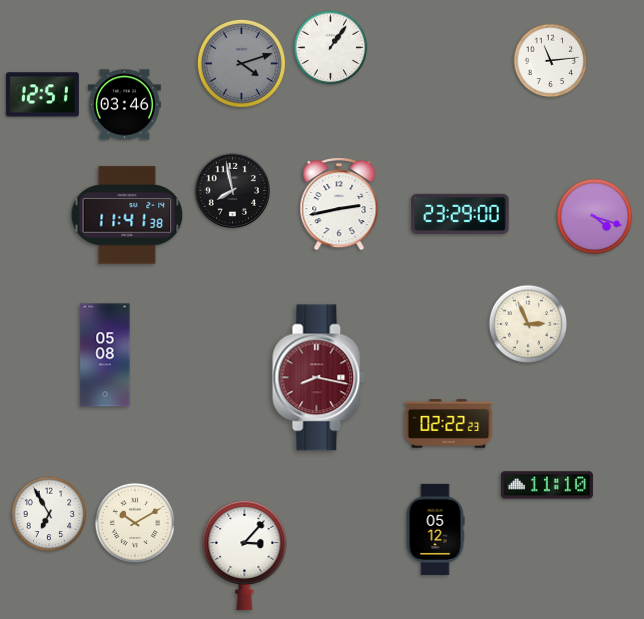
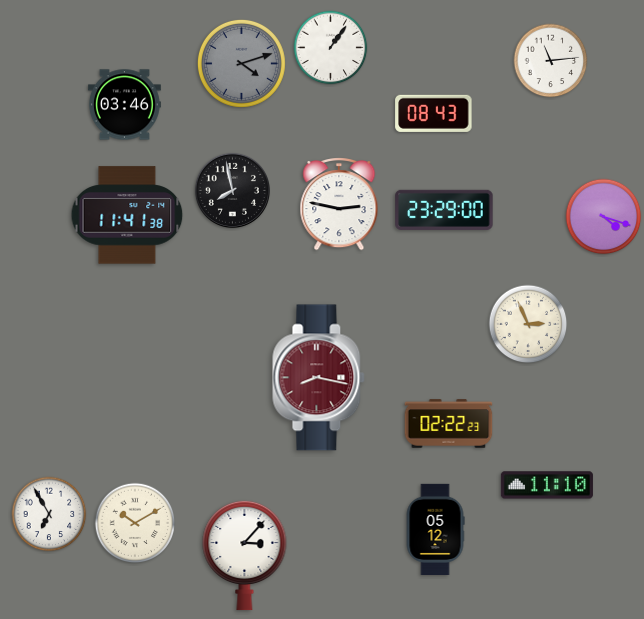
clock at (42, 95): 12:51 -> none
clock at (434, 113): none -> 08:43
clock at (339, 205): 2:43 -> 2:47
clock at (460, 214) position: (460, 214) -> (444, 210)
clock at (595, 217) position: (595, 217) -> (604, 217)
clock at (105, 355): 05:08 -> none
